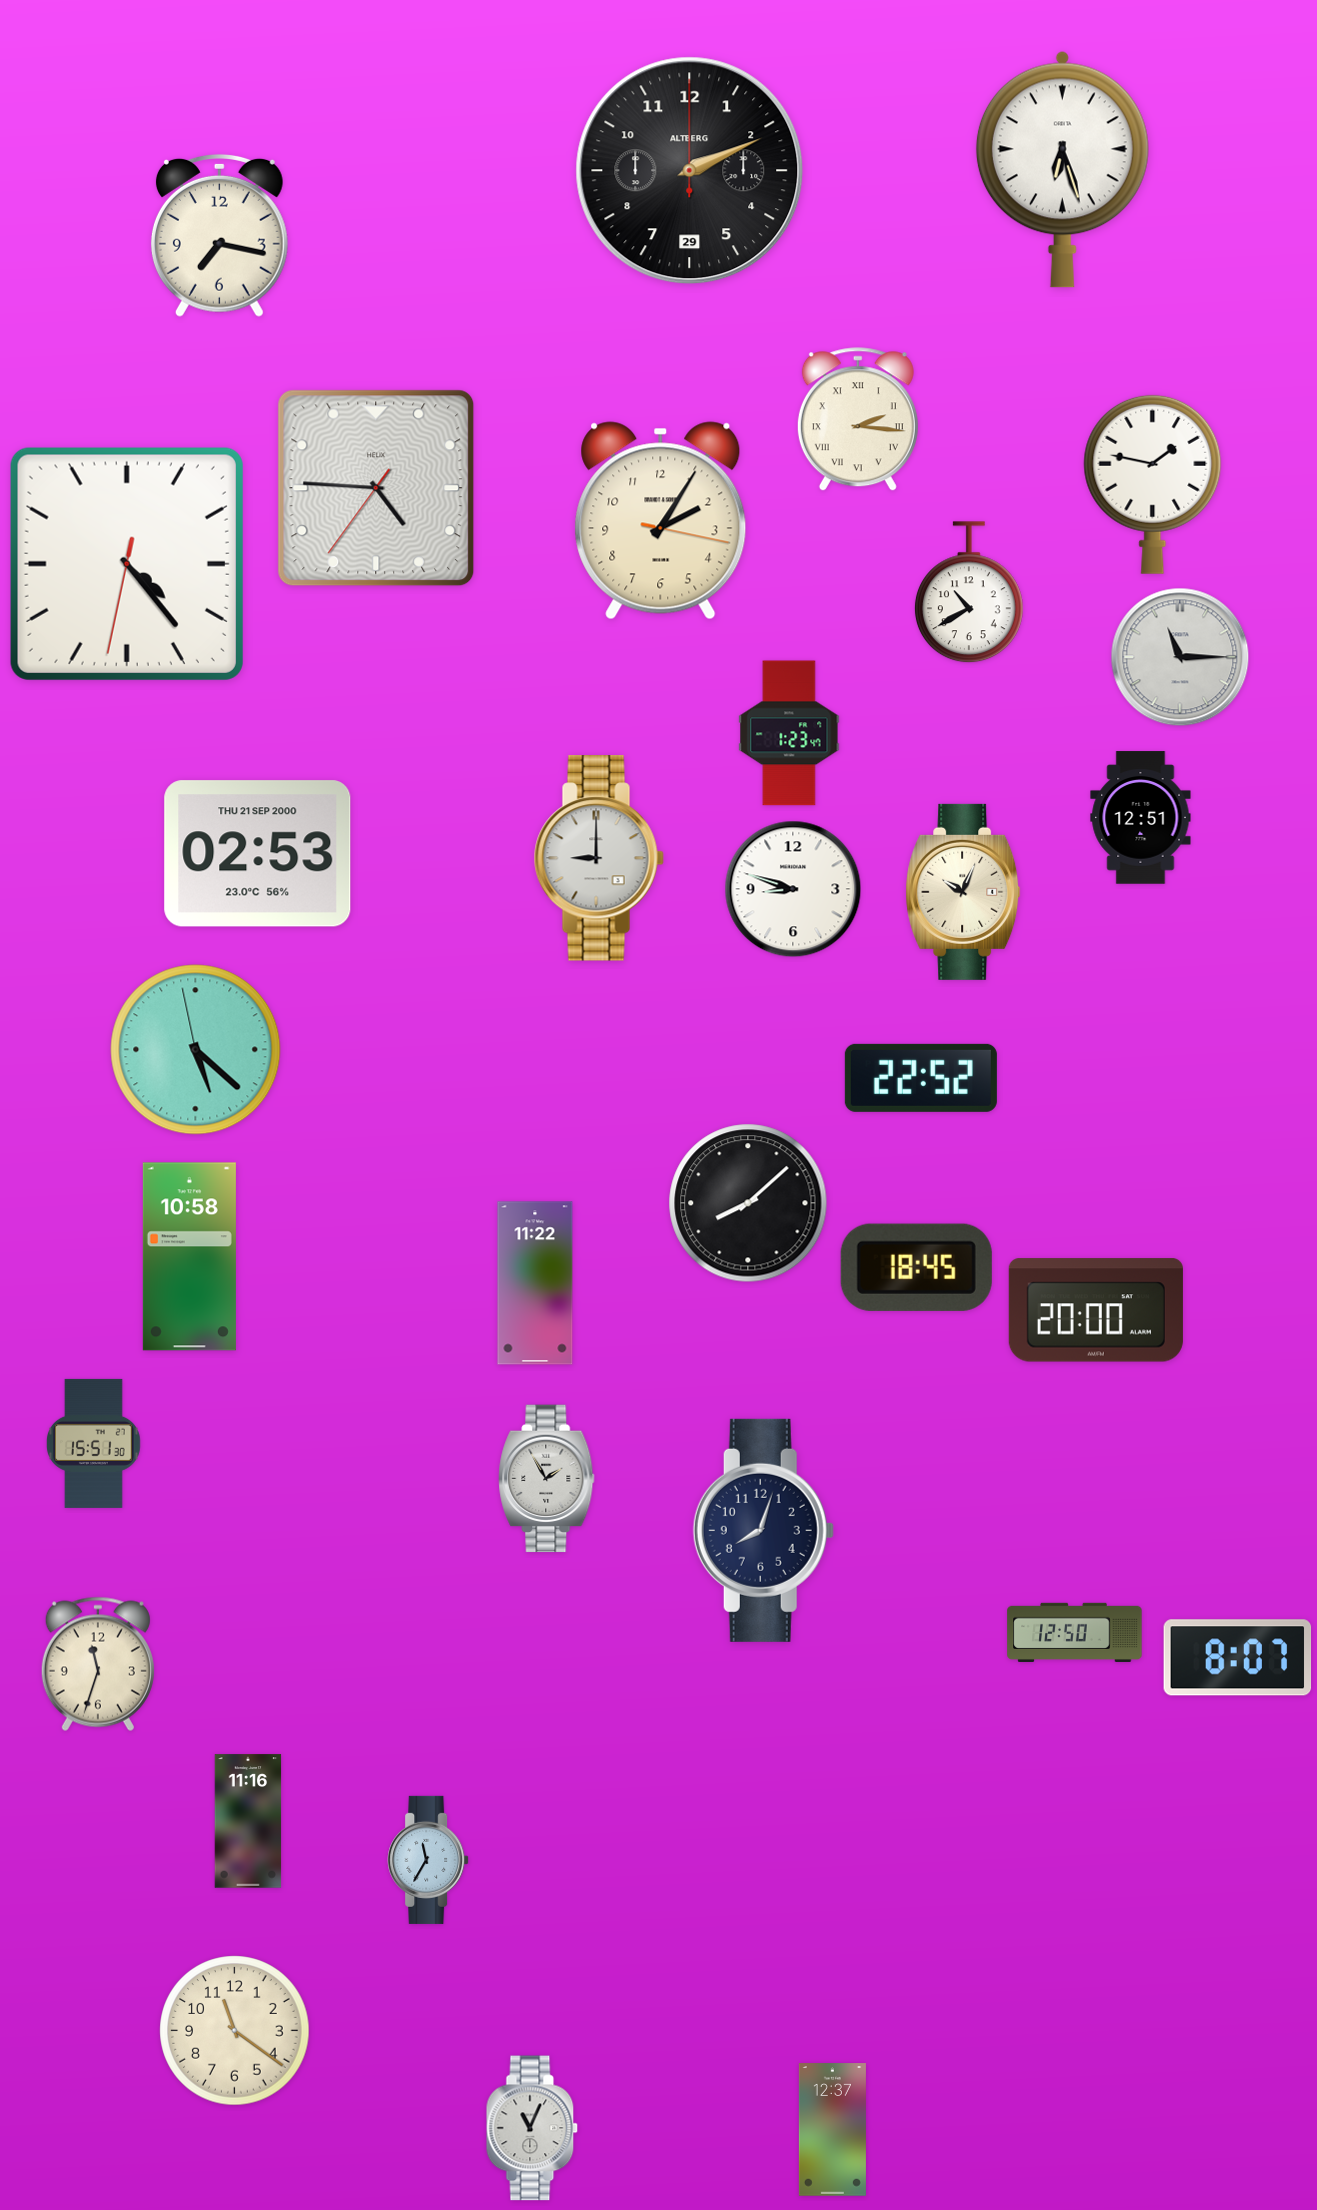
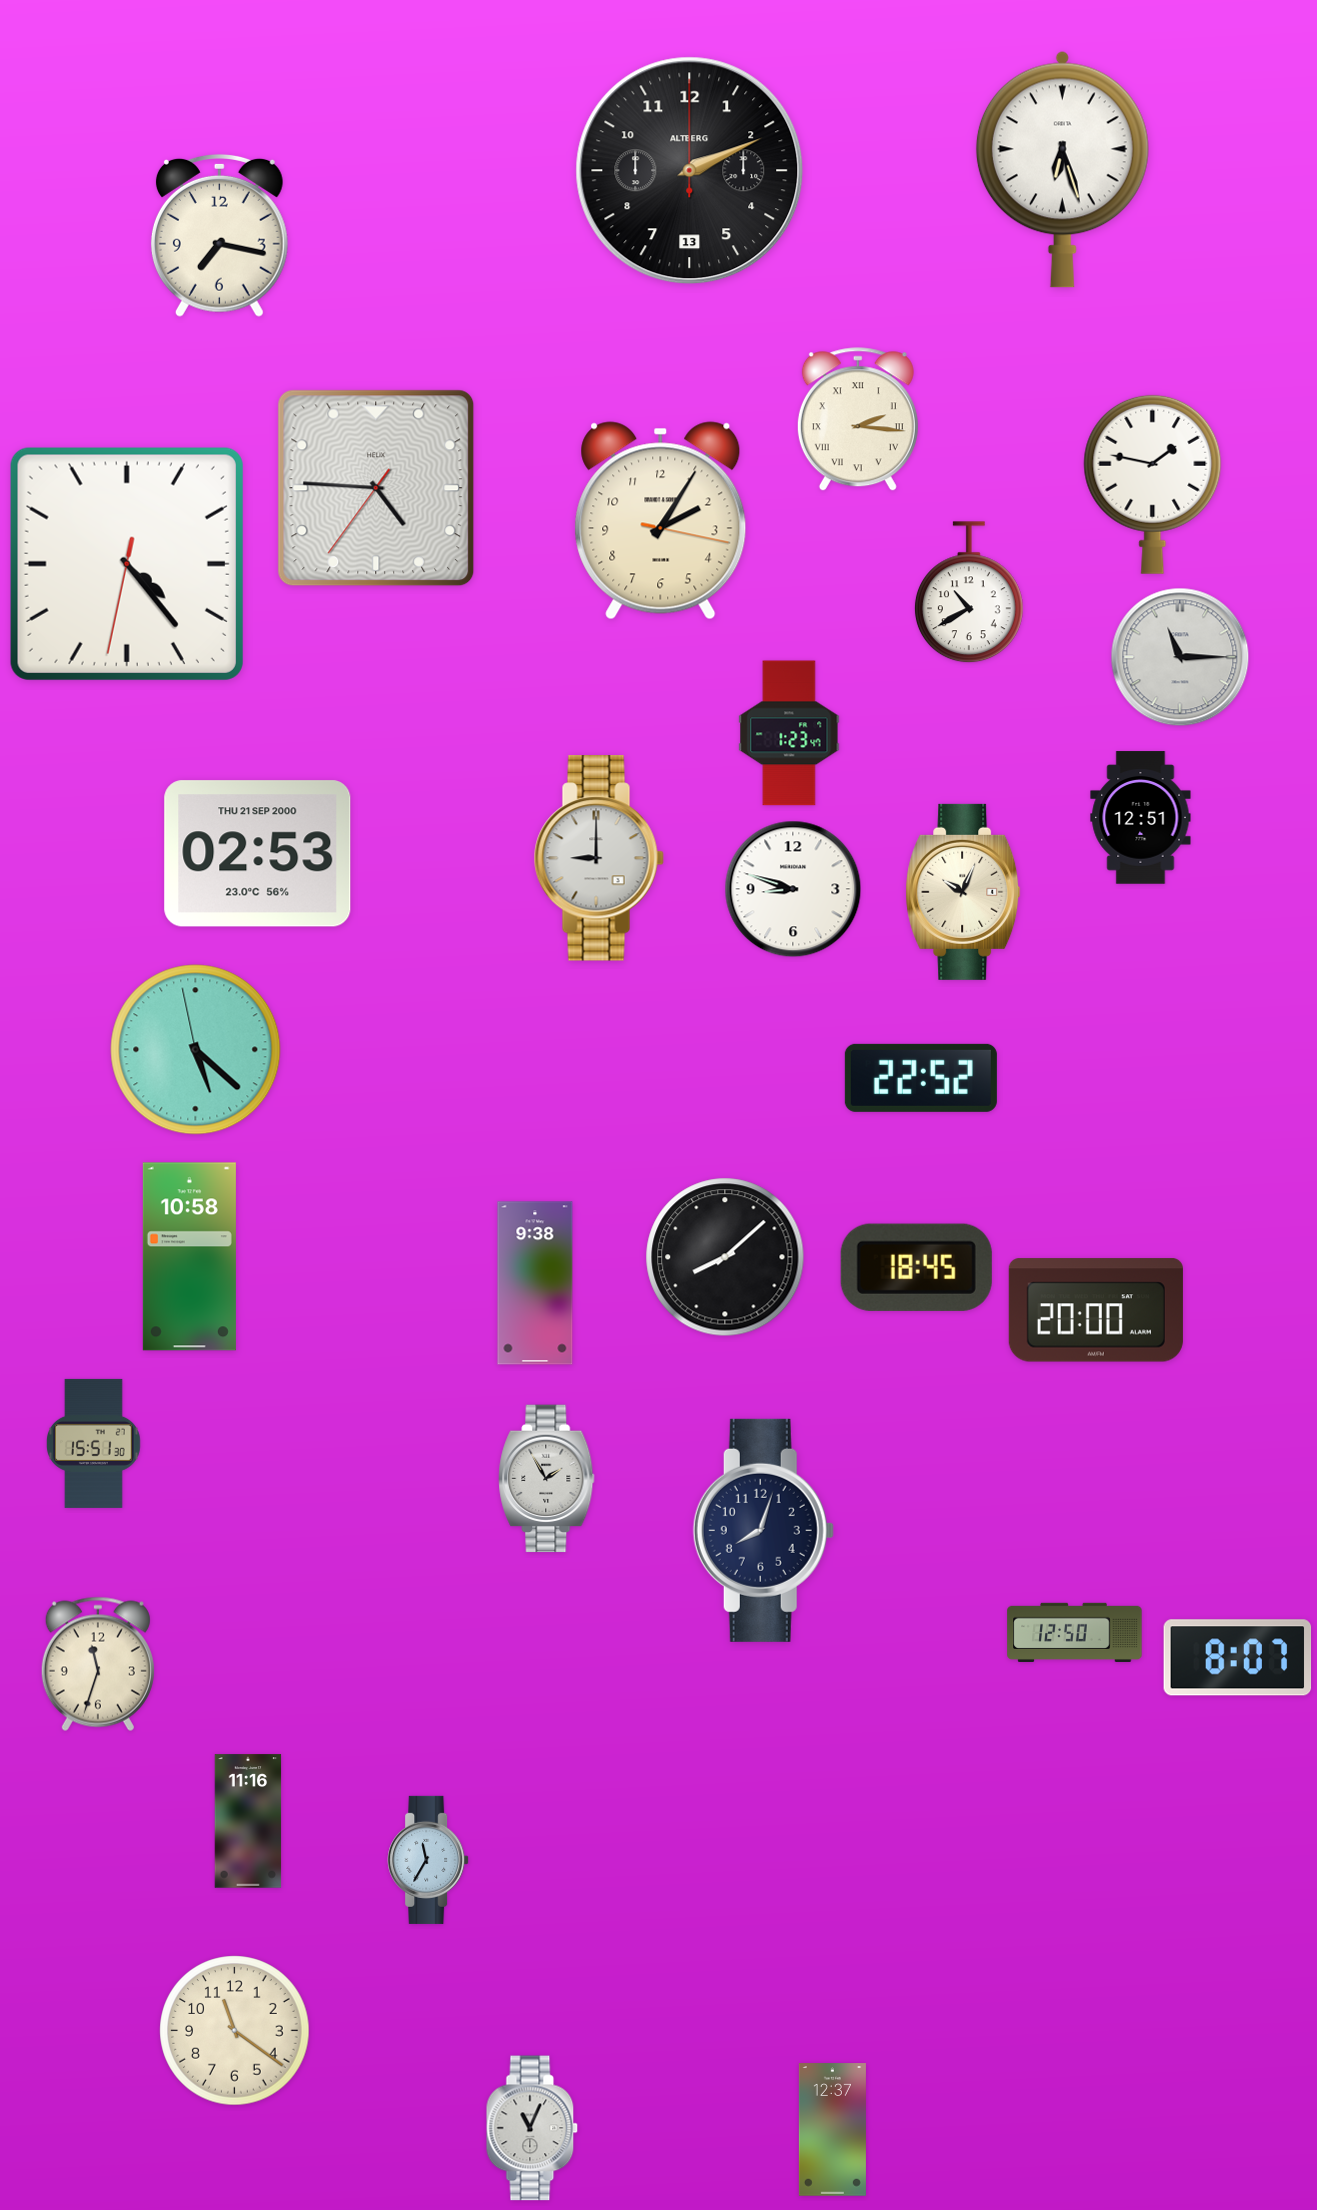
clock at (690, 171) date: 29 -> 13
clock at (748, 1203) position: (748, 1203) -> (725, 1257)
clock at (535, 1283): 11:22 -> 9:38
